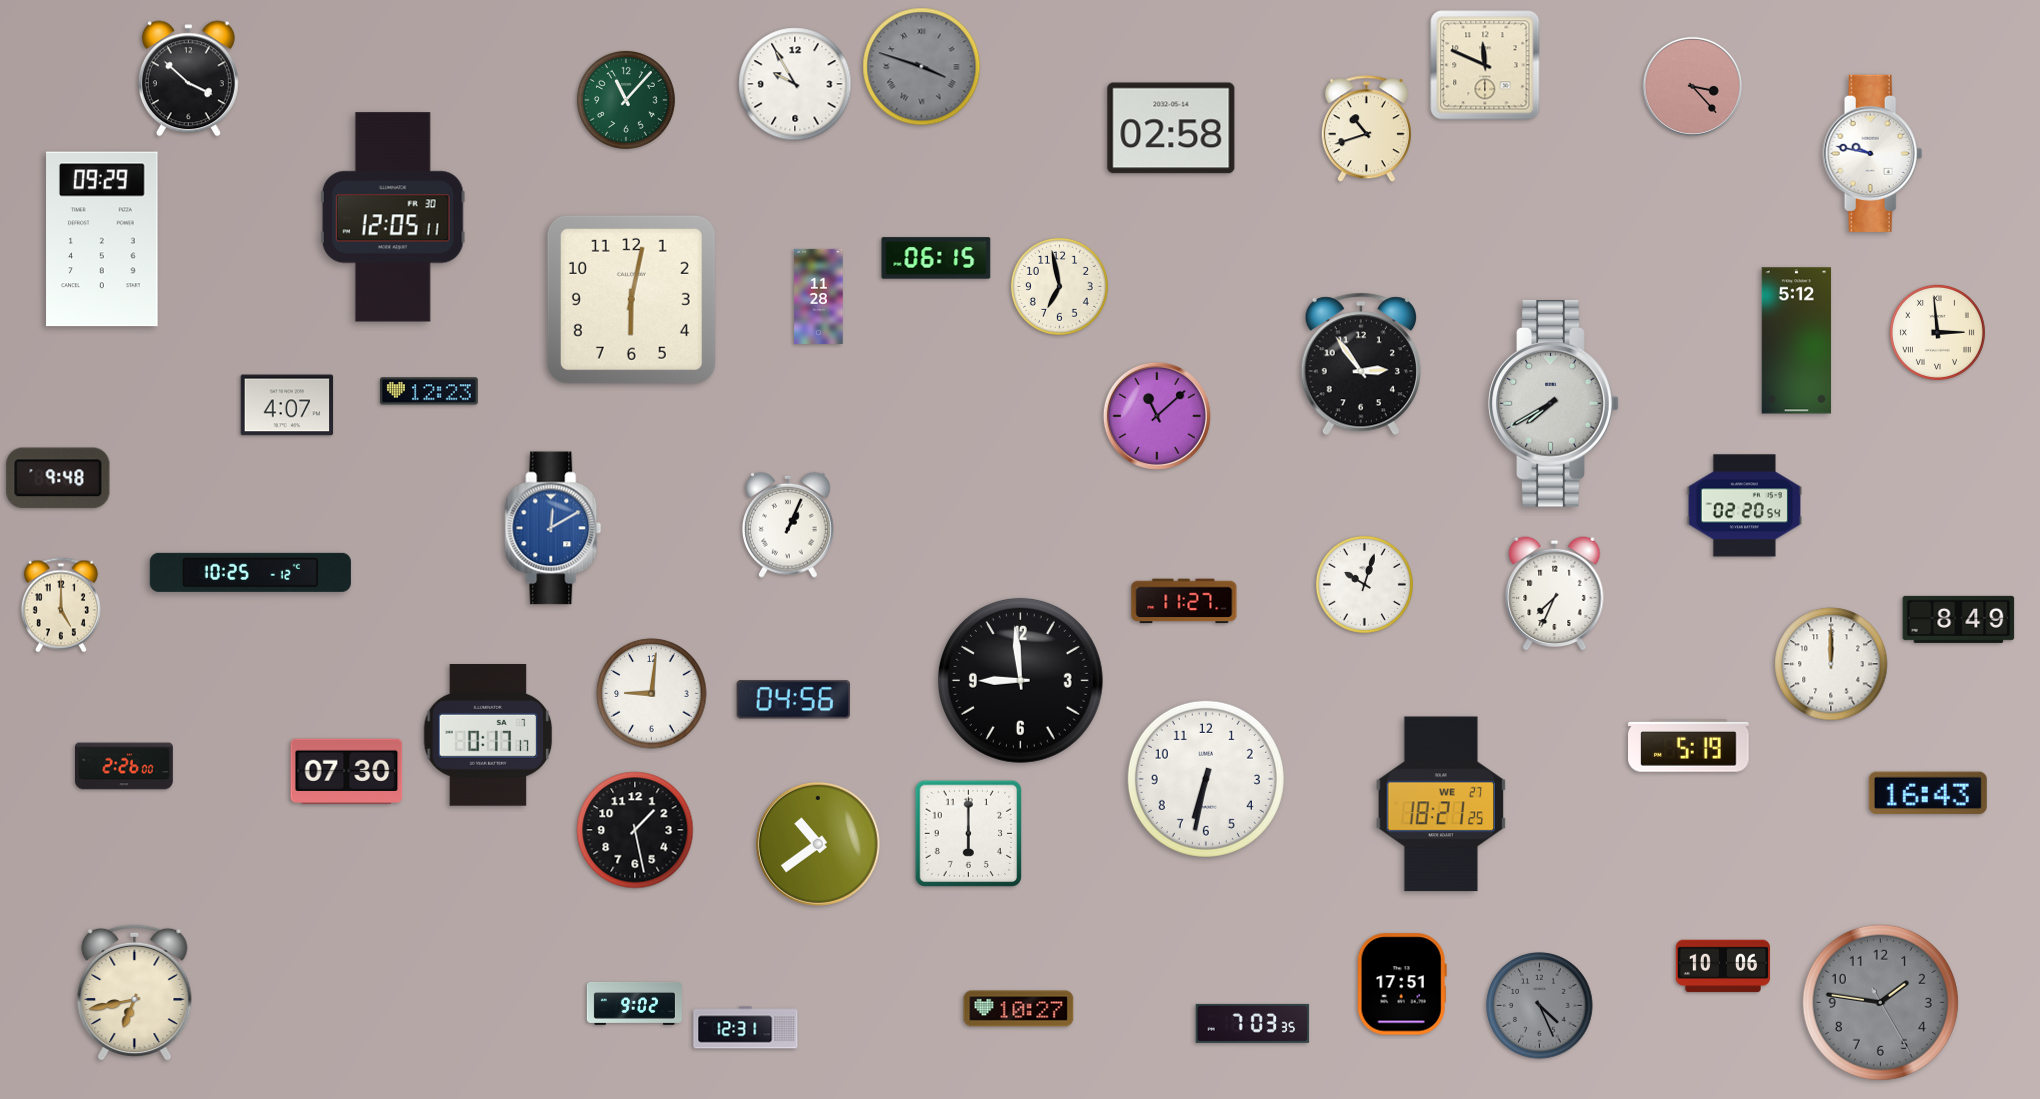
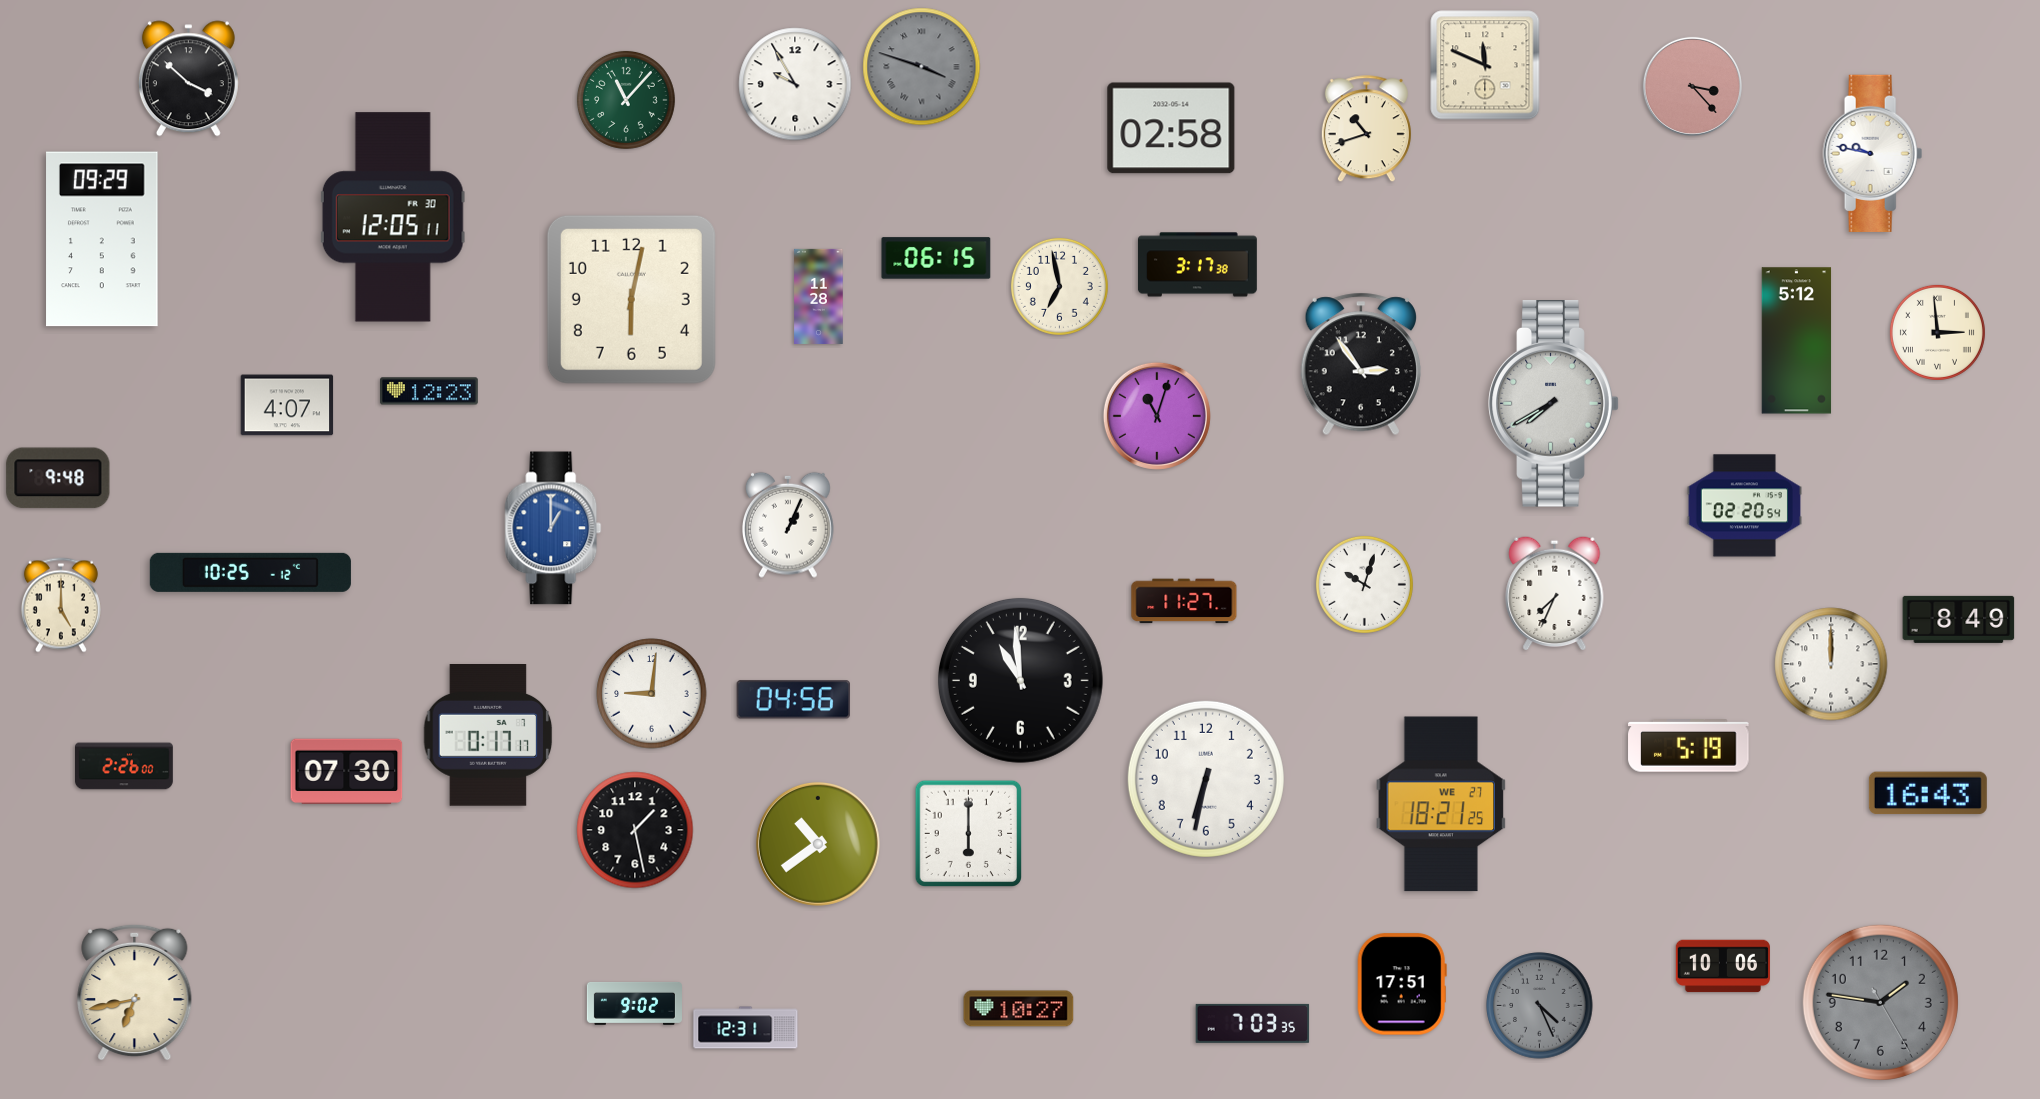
clock at (1197, 265): none -> 3:17
clock at (1157, 416): 11:08 -> 11:03
clock at (553, 528): 12:10 -> 1:00
clock at (1020, 680): 8:59 -> 10:59
